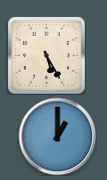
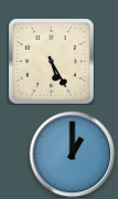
clock at (57, 136) position: (57, 136) -> (72, 154)
